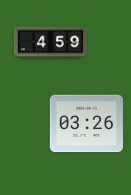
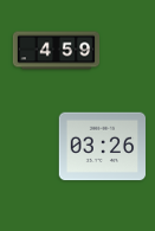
clock at (51, 43) position: (51, 43) -> (57, 51)
